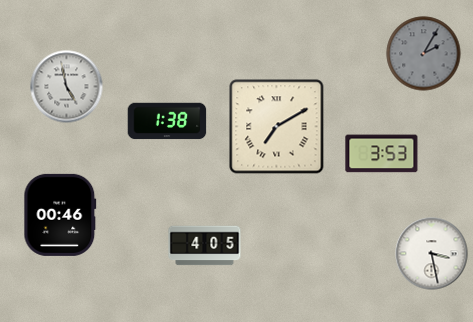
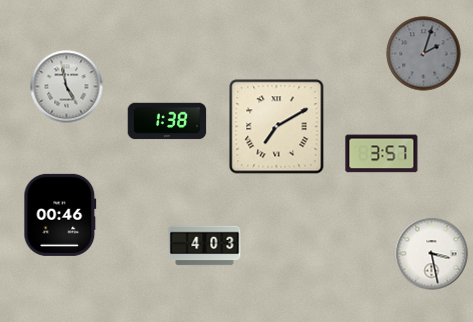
clock at (424, 54): 2:05 -> 2:03
clock at (382, 154): 3:53 -> 3:57
clock at (205, 246): 4:05 -> 4:03
